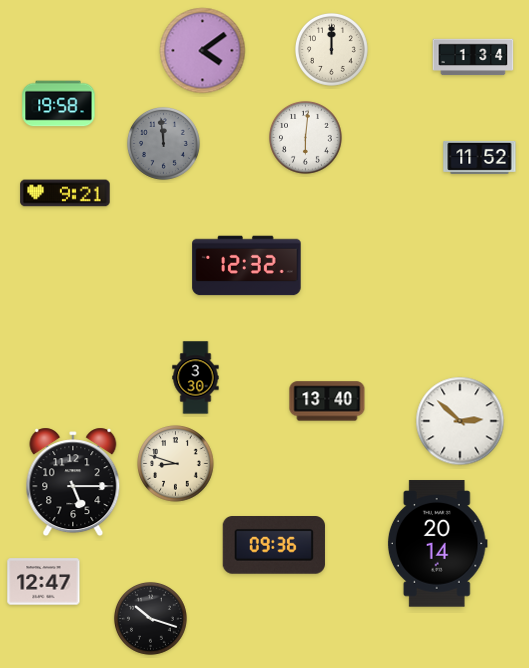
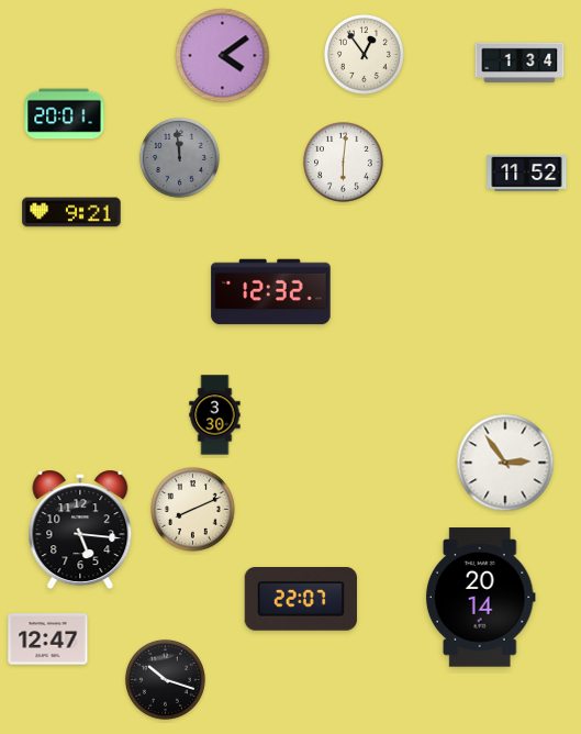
clock at (332, 50): 12:00 -> 12:54
clock at (59, 104): 19:58 -> 20:01
clock at (306, 138) position: (306, 138) -> (344, 163)
clock at (327, 401): 13:40 -> none
clock at (460, 421): 2:52 -> 2:54
clock at (176, 464): 8:48 -> 8:11
clock at (73, 482): 5:15 -> 5:16
clock at (274, 546): 09:36 -> 22:07
